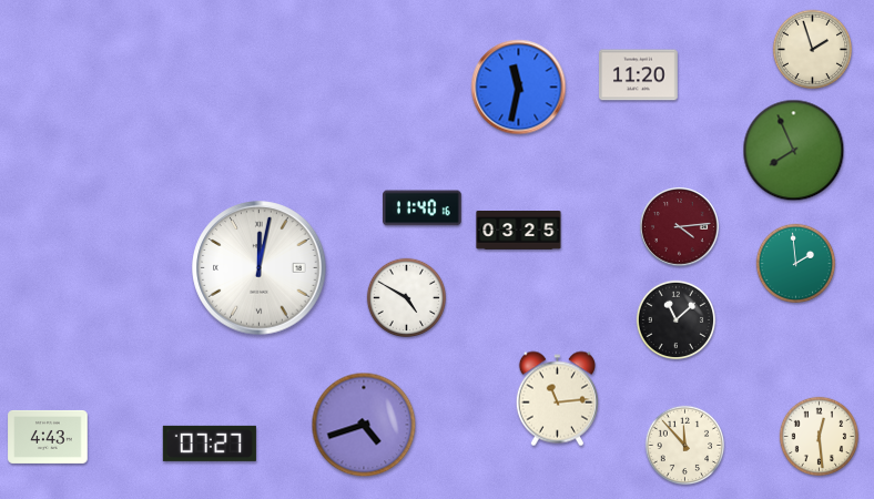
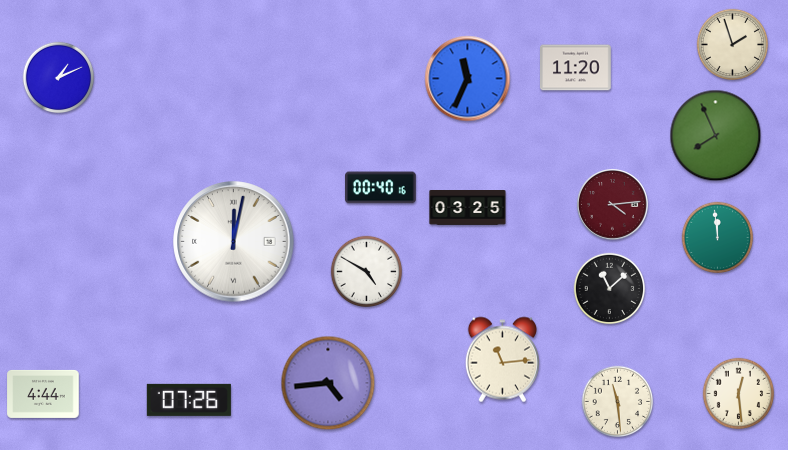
clock at (59, 78): none -> 1:11
clock at (519, 88): 11:32 -> 11:34
clock at (423, 208): 11:40 -> 00:40
clock at (796, 264): 1:59 -> 11:59
clock at (407, 298) position: (407, 298) -> (367, 272)
clock at (364, 425): 4:42 -> 4:44
clock at (48, 437): 4:43 -> 4:44
clock at (210, 444): 07:27 -> 07:26
clock at (685, 446): 11:53 -> 11:29
